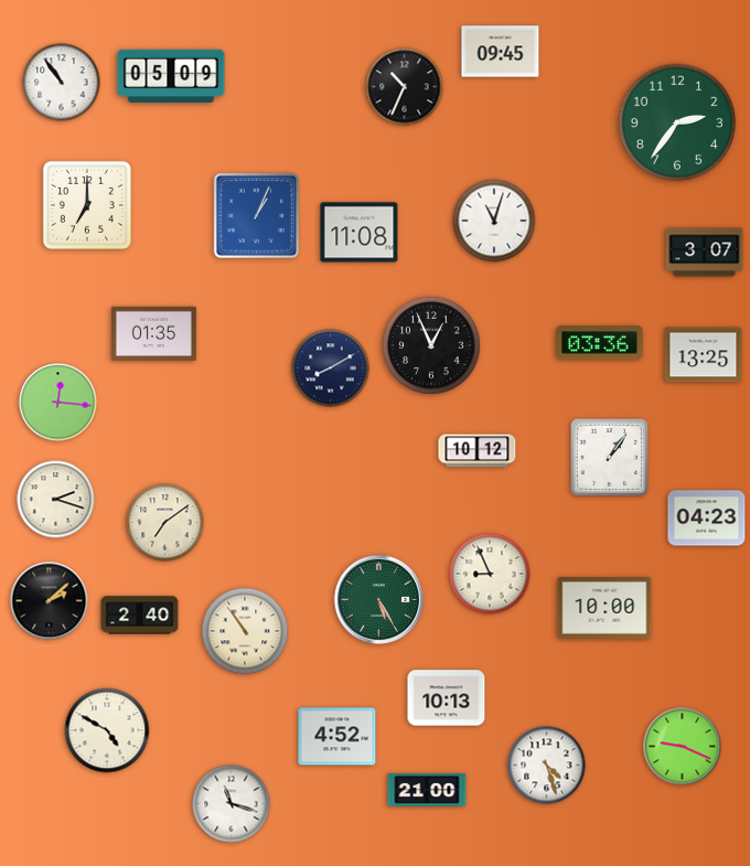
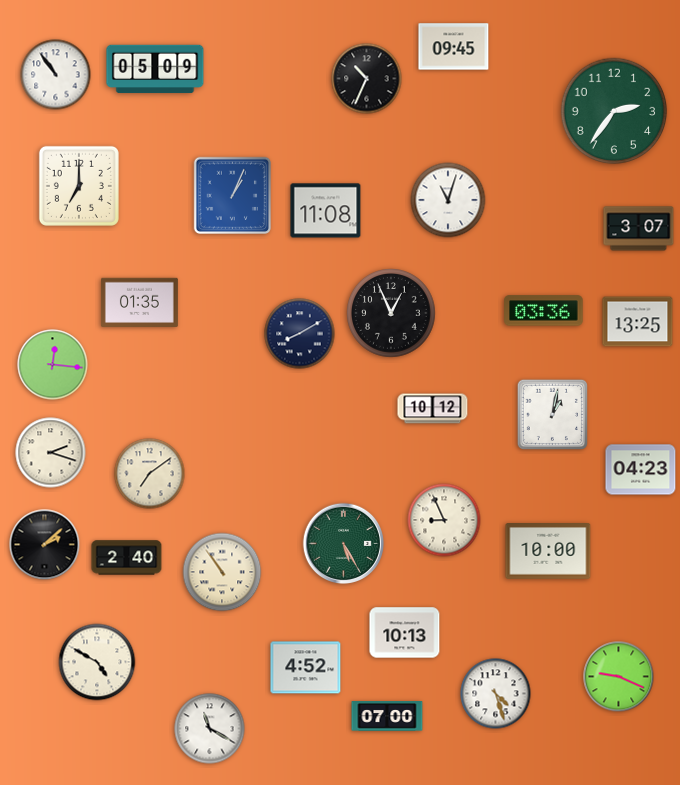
clock at (609, 457): 1:06 -> 1:02
clock at (427, 790): 21:00 -> 07:00
clock at (232, 804): 11:18 -> 11:20
